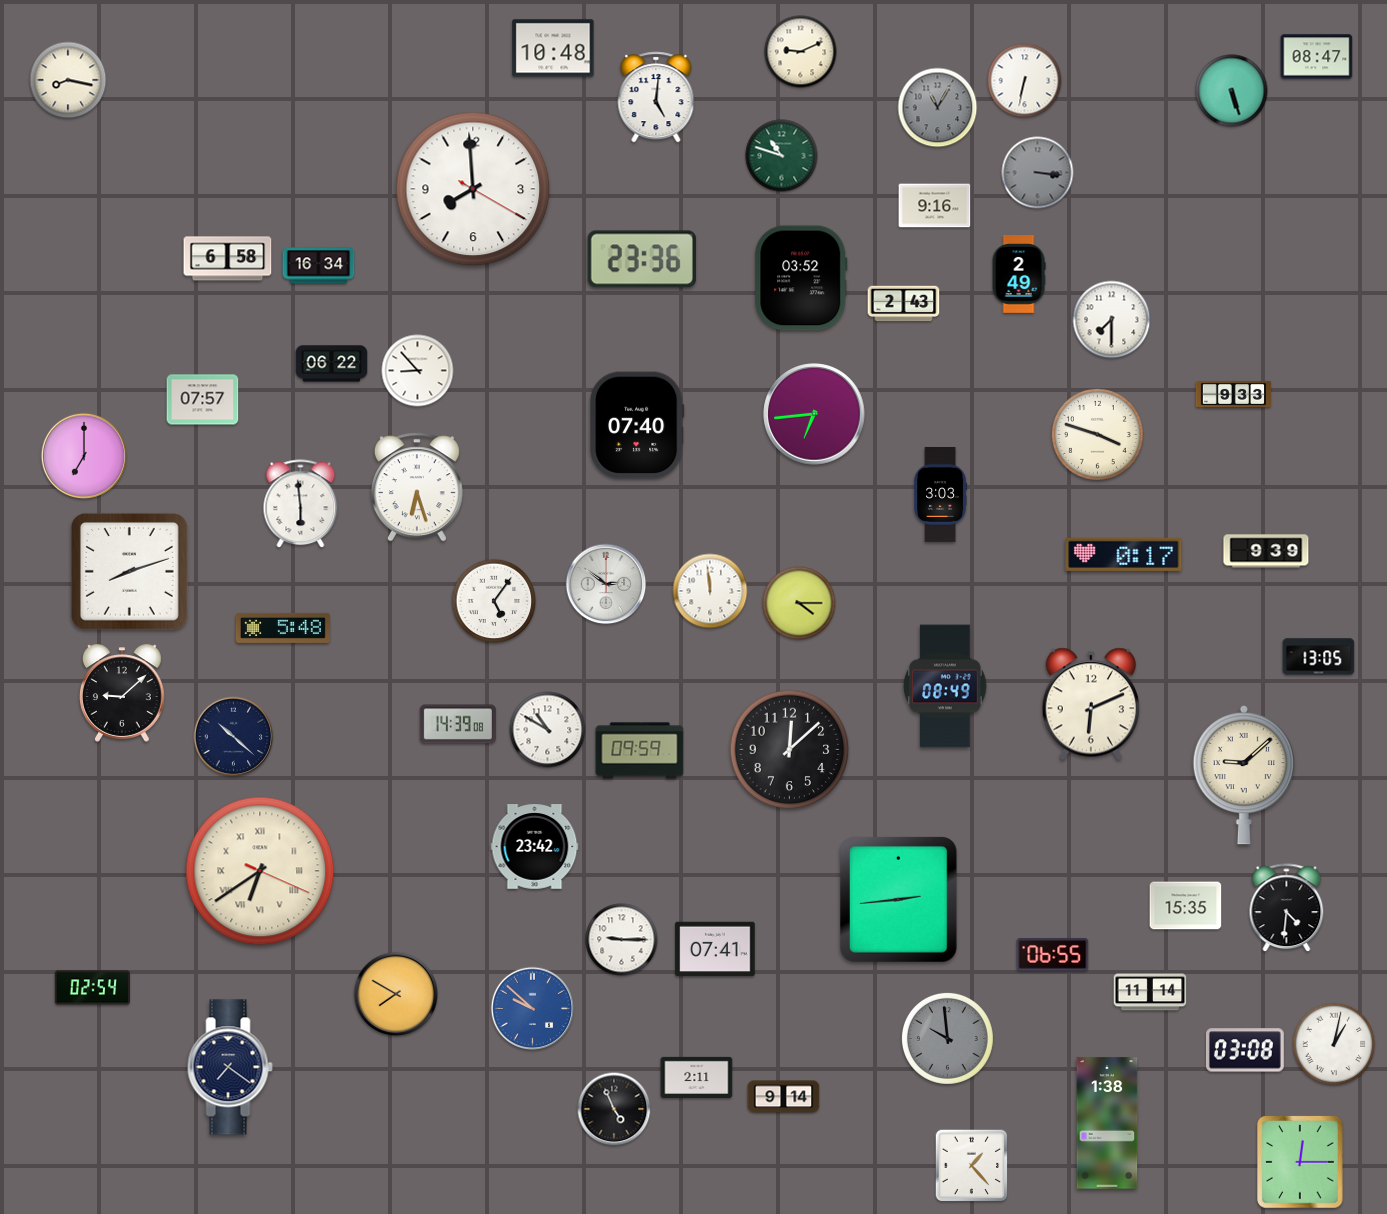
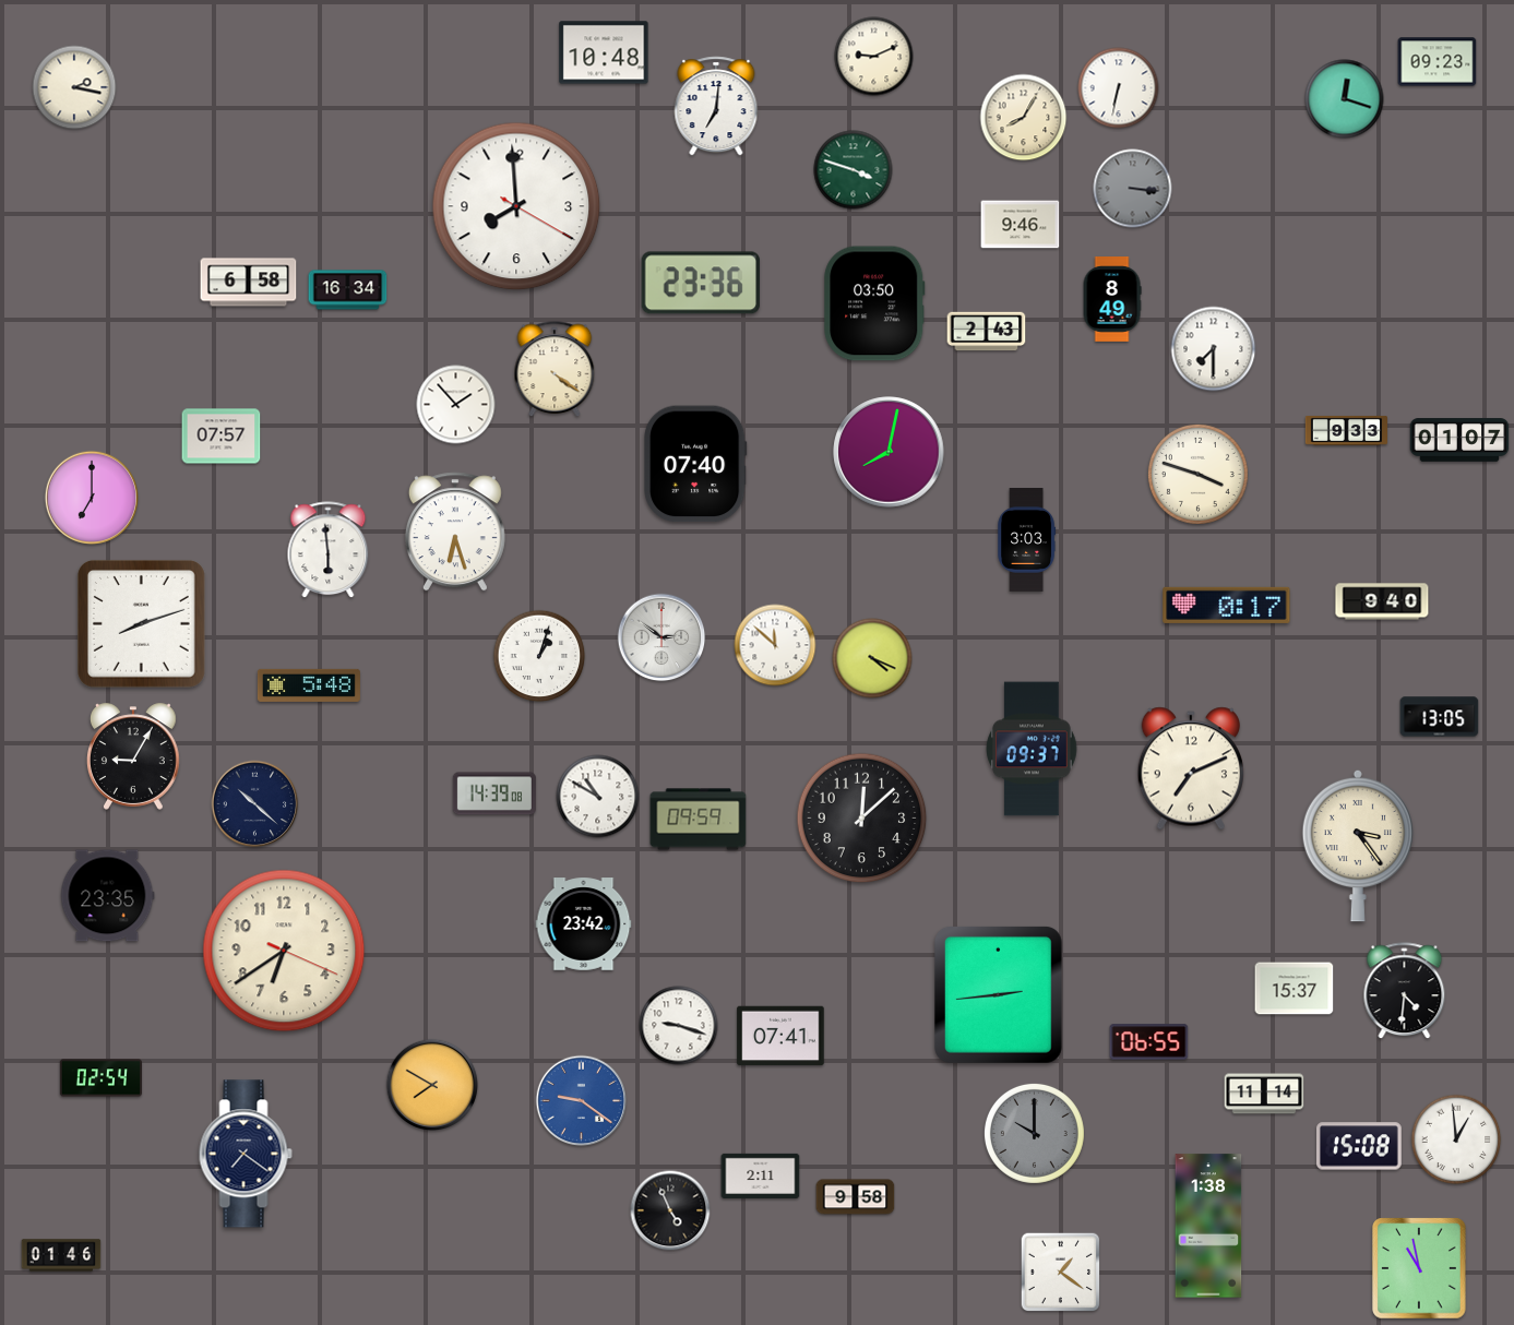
clock at (1317, 57): 08:47 -> 09:23
clock at (68, 80): 8:17 -> 2:17
clock at (1232, 91): 5:27 -> 12:18
clock at (656, 97): 5:01 -> 7:01
clock at (938, 108): 11:05 -> 8:05
clock at (938, 108) dial: grey -> cream
clock at (782, 156): 10:48 -> 3:48
clock at (935, 206): 9:16 -> 9:46
clock at (1019, 275): 2:49 -> 8:49
clock at (801, 278): 03:52 -> 03:50
clock at (555, 370): none -> 4:21
clock at (332, 364): 06:22 -> none
clock at (418, 371): 8:53 -> 1:53
clock at (1459, 440): none -> 01:07
clock at (814, 414): 6:44 -> 8:02
clock at (1266, 551): 9:39 -> 9:40
clock at (710, 591): 11:59 -> 11:52
clock at (494, 601): 5:06 -> 1:03
clock at (799, 603): 4:15 -> 4:19
clock at (945, 686): 08:49 -> 09:37
clock at (122, 693): 9:08 -> 9:05
clock at (1090, 704): 6:11 -> 7:11
clock at (458, 724) position: (458, 724) -> (494, 793)
clock at (1244, 775): 9:08 -> 3:24
clock at (108, 896): none -> 23:35
clock at (260, 871) numerals: Roman -> Arabic
clock at (898, 900) position: (898, 900) -> (998, 995)
clock at (1186, 906): 15:35 -> 15:37
clock at (622, 940): 9:15 -> 9:18
clock at (1150, 992) position: (1150, 992) -> (1264, 1094)
clock at (533, 1009): 9:52 -> 9:21
clock at (947, 1038): 9:59 -> 10:00
clock at (1334, 1044): 1:02 -> 12:59
clock at (1245, 1050): 03:08 -> 15:08
clock at (230, 1067) position: (230, 1067) -> (246, 1154)
clock at (784, 1097): 9:14 -> 9:58
clock at (61, 1255): none -> 01:46
clock at (1300, 1162): 12:15 -> 10:58
clock at (972, 1166): 1:23 -> 1:21
